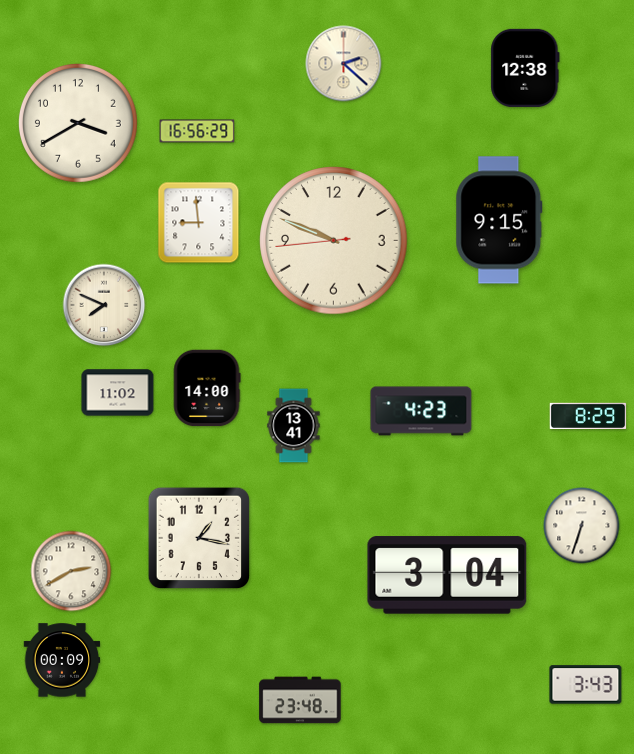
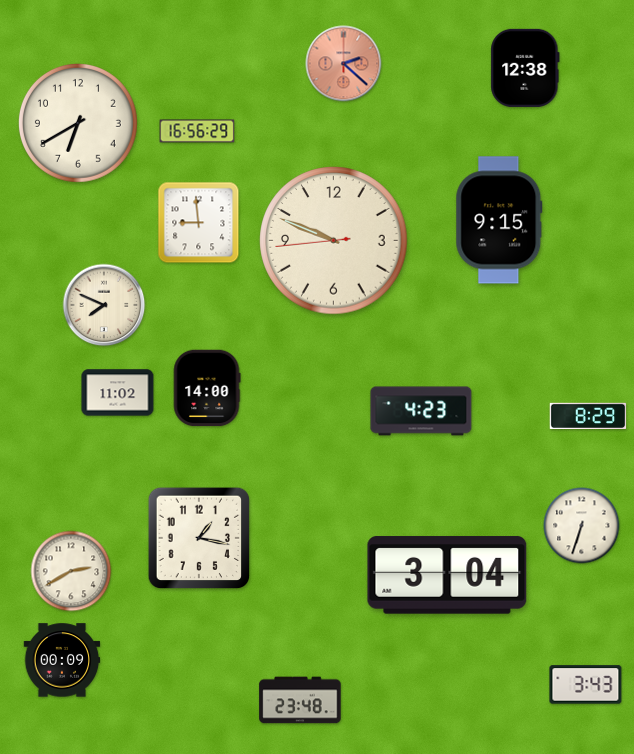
clock at (344, 64) dial: cream -> salmon
clock at (78, 123): 3:40 -> 6:40
clock at (294, 426): 13:41 -> none
